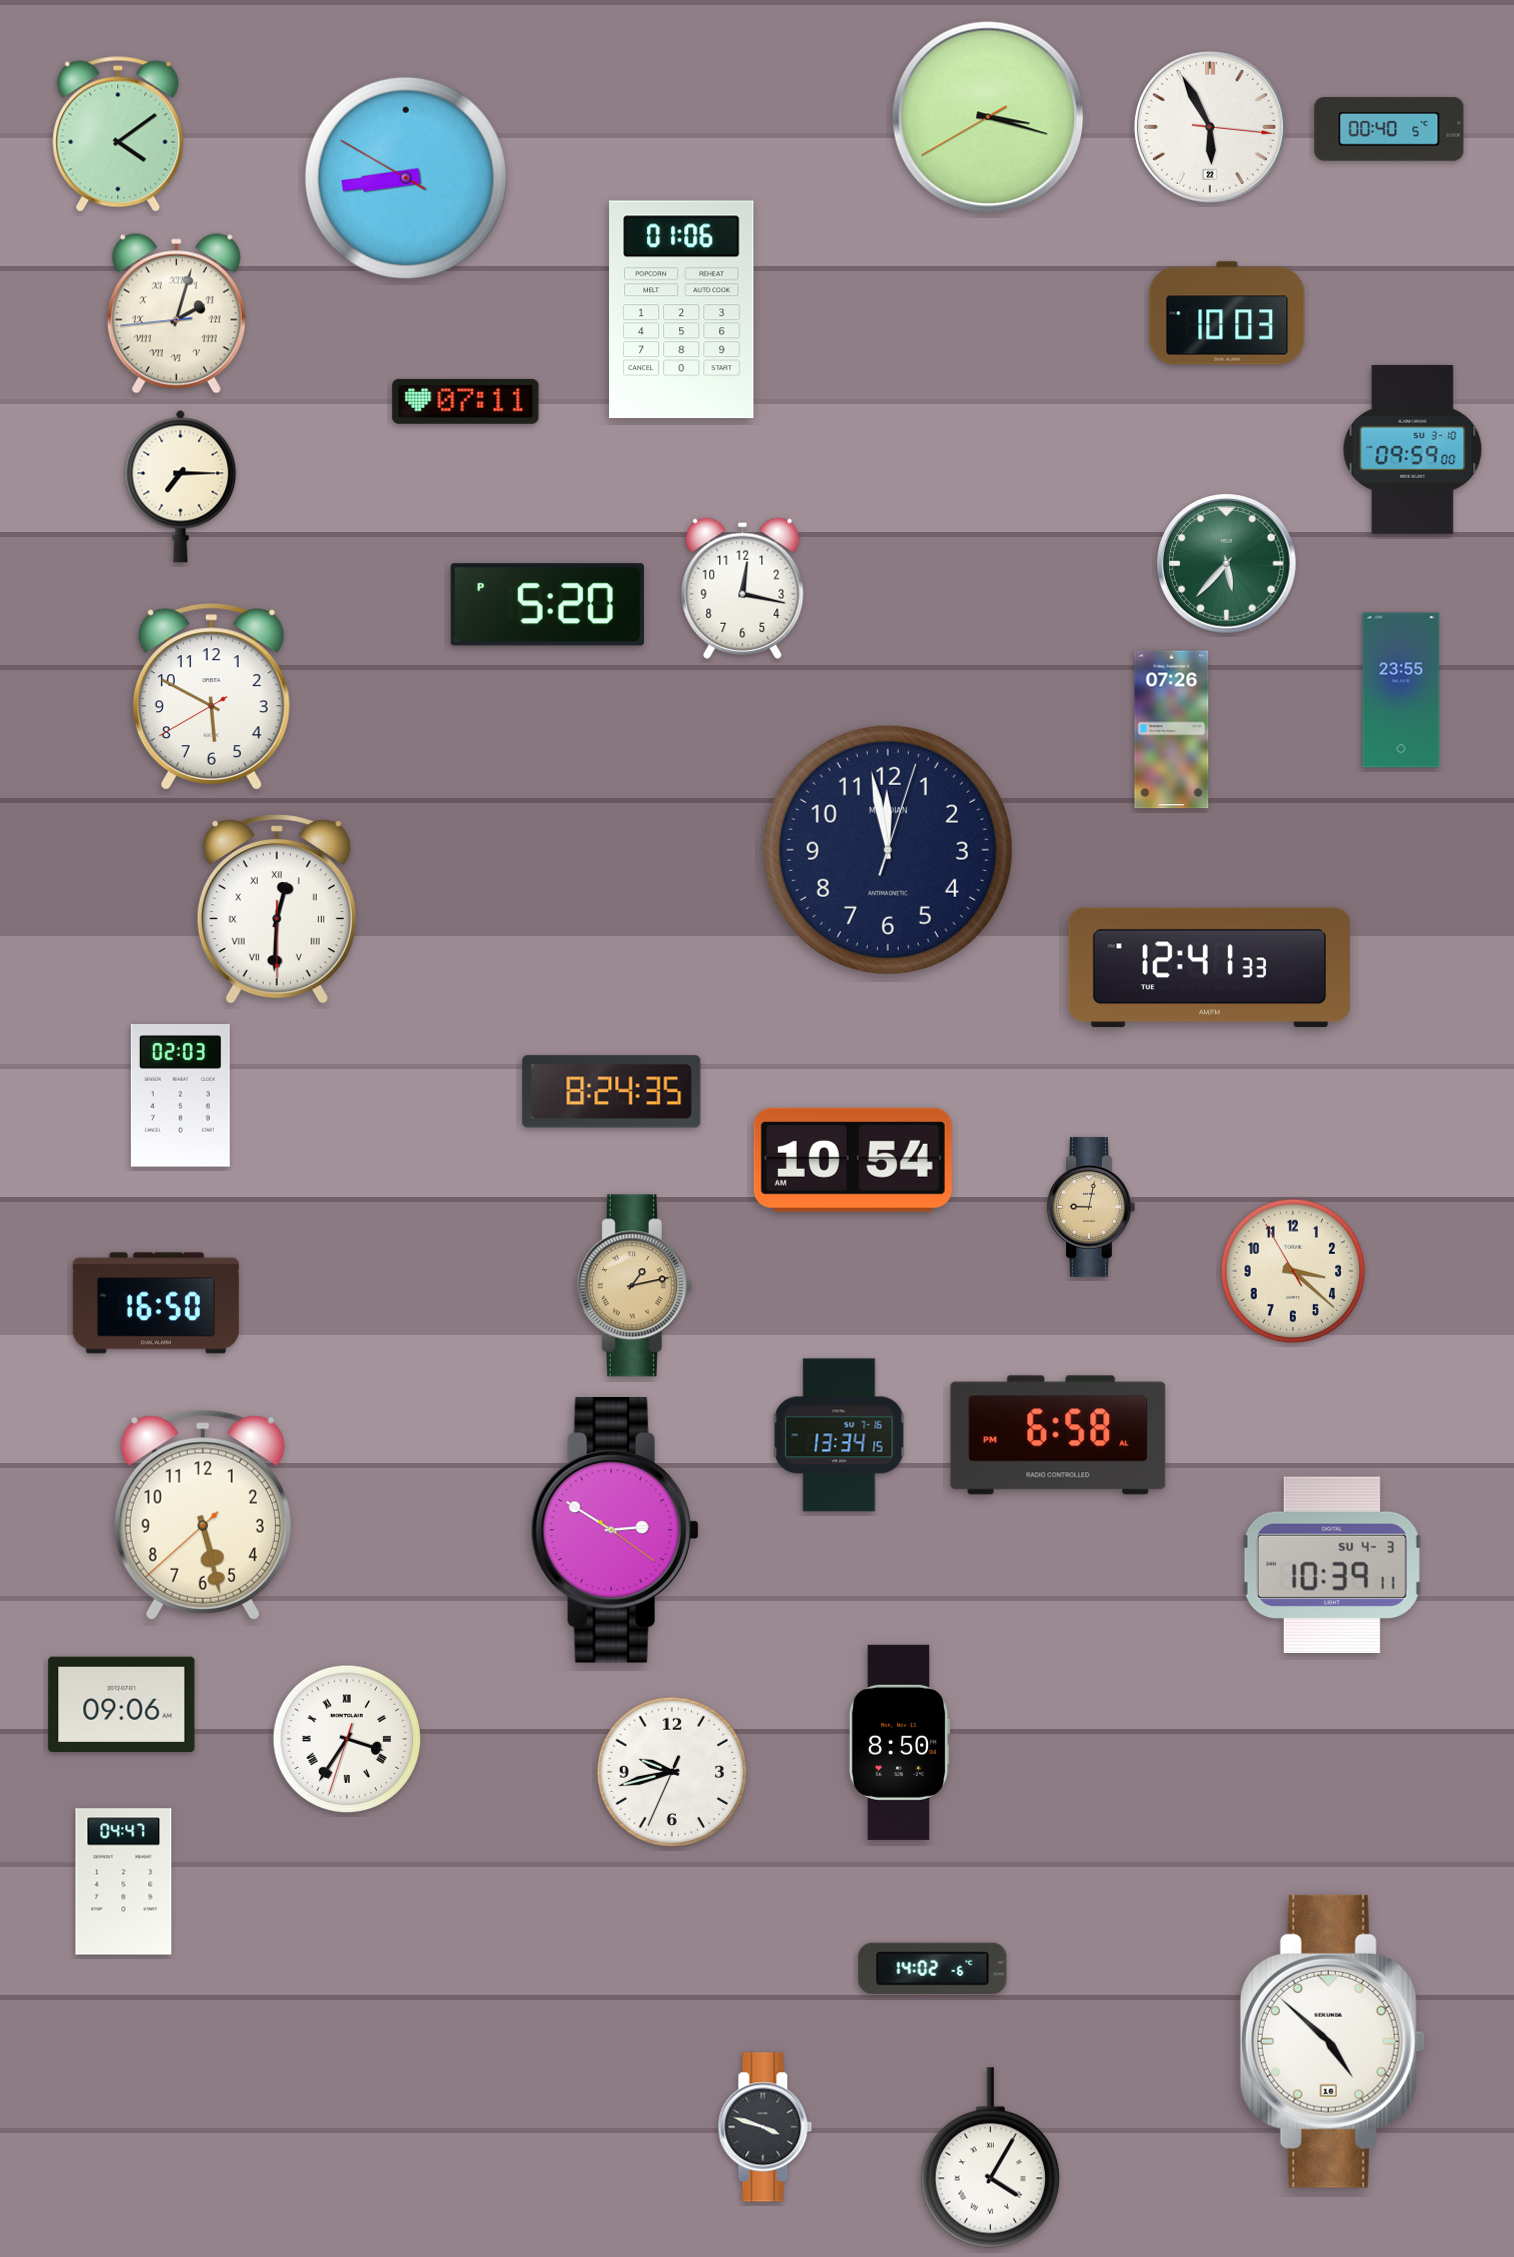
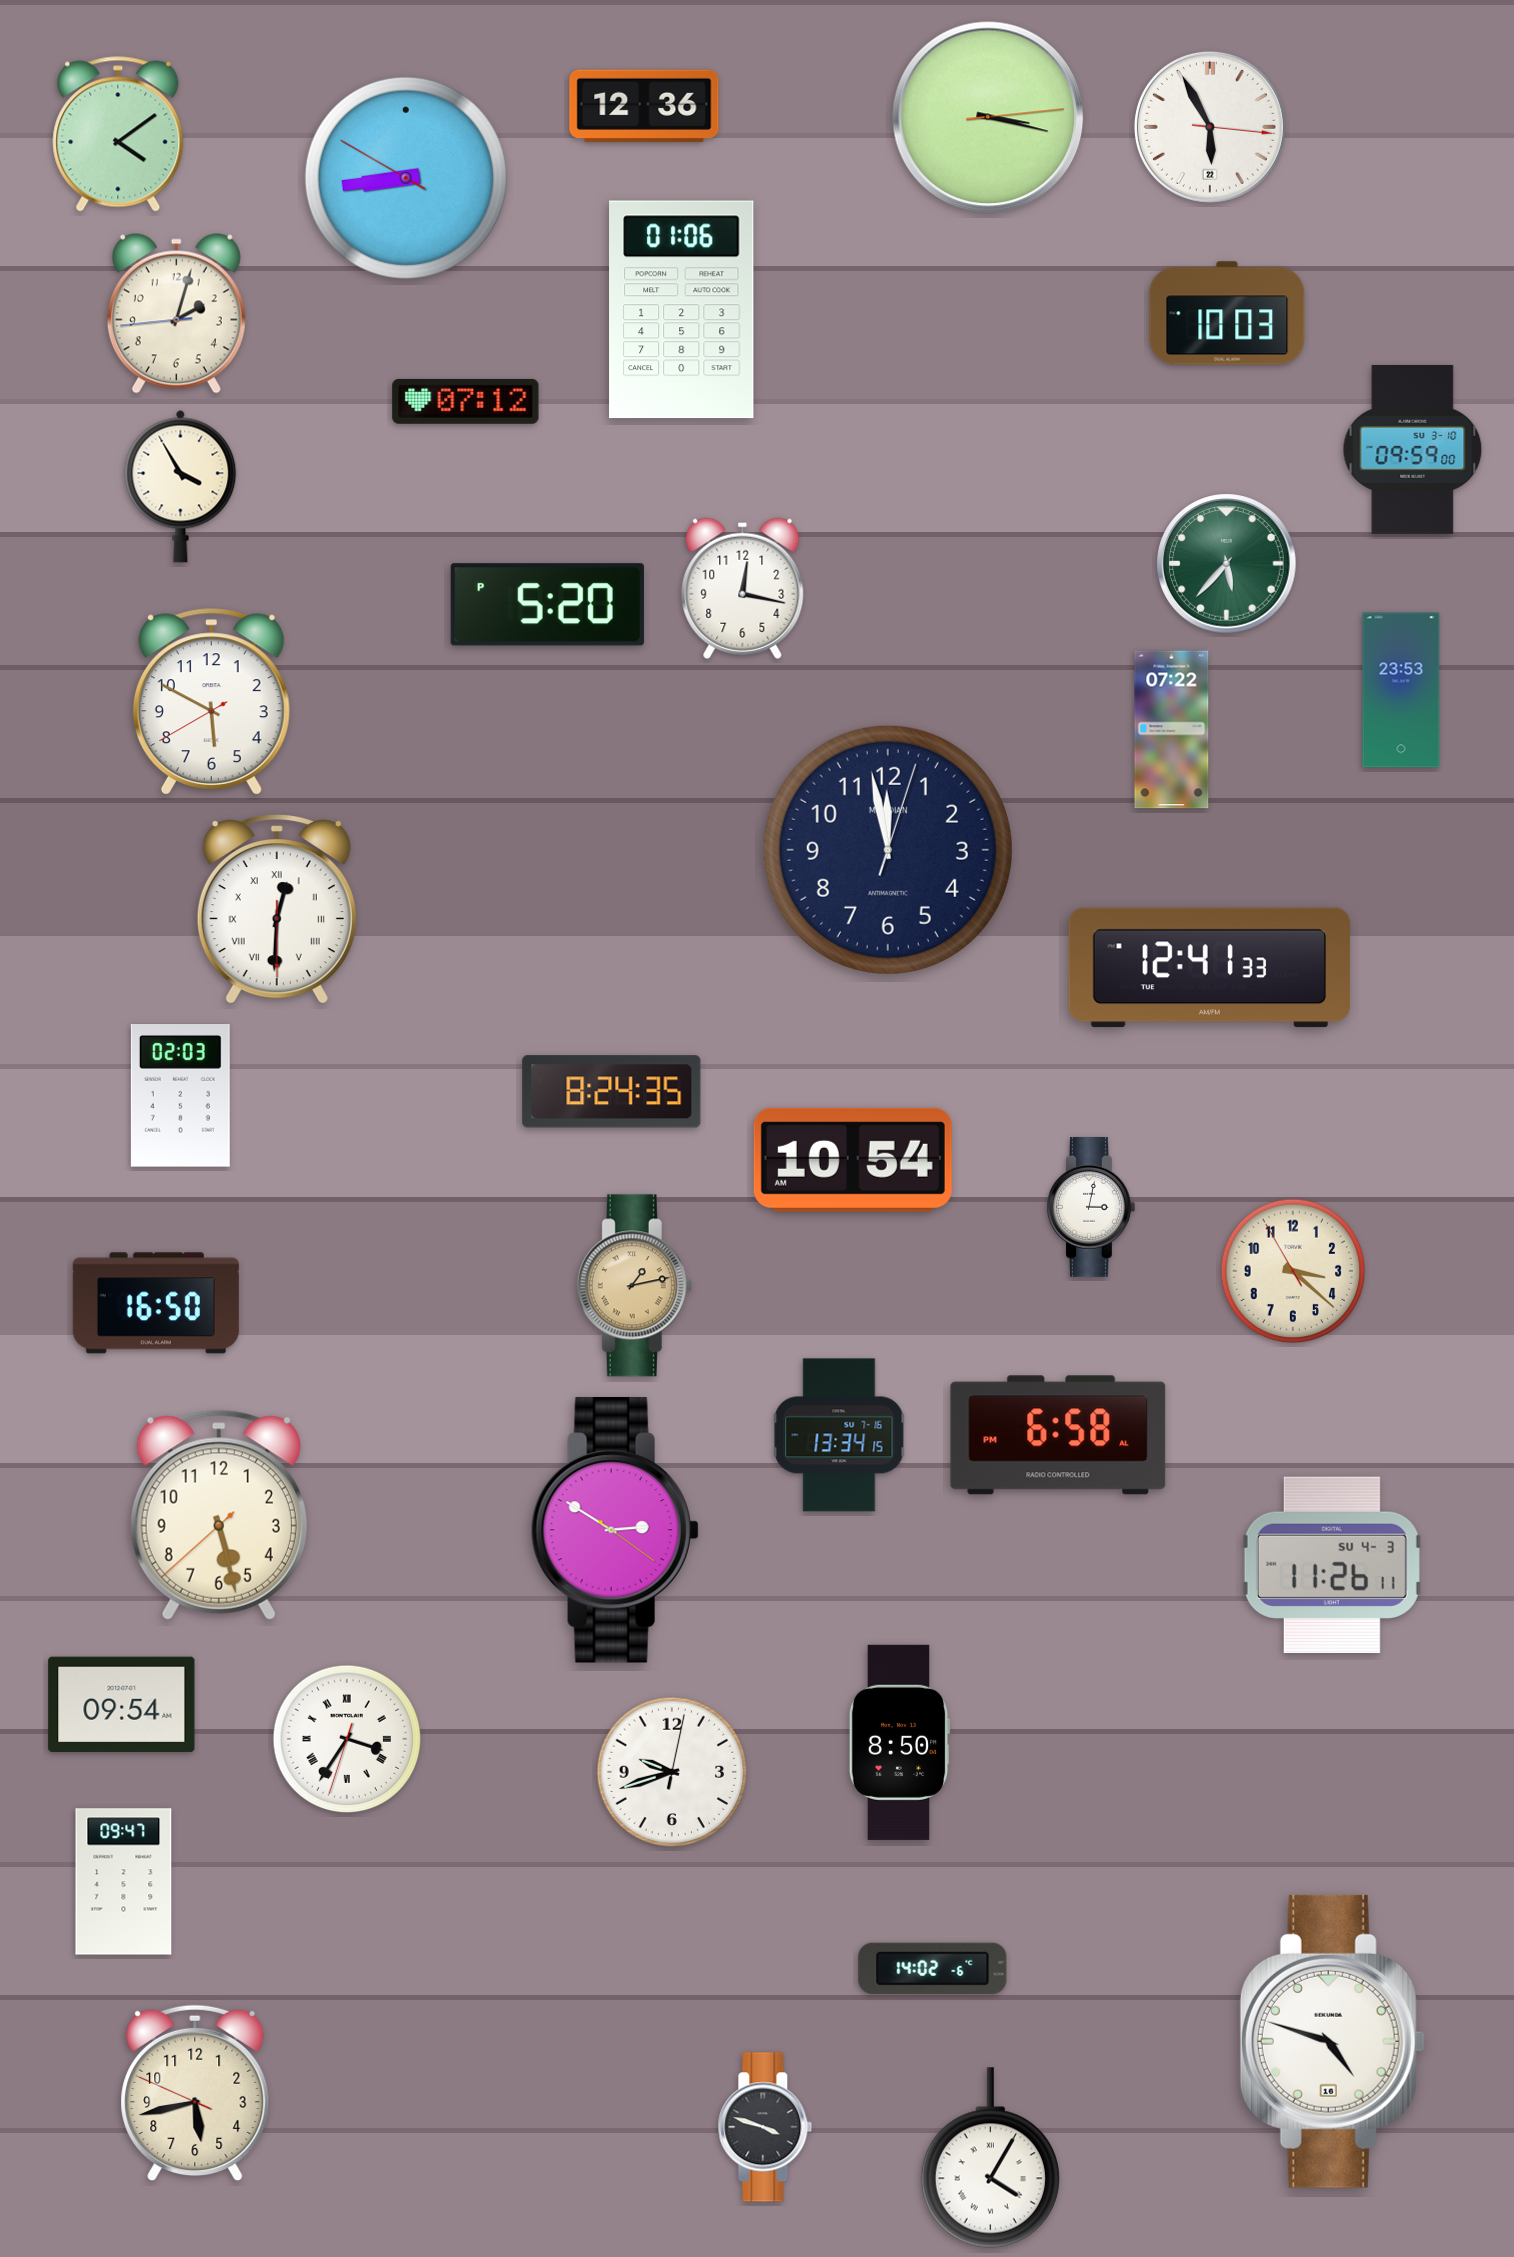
clock at (644, 105): none -> 12:36
clock at (988, 117): 3:17:40 -> 3:17:14
clock at (1389, 129): 00:40 -> none
clock at (176, 314) numerals: Roman -> Arabic
clock at (466, 401): 07:11 -> 07:12
clock at (181, 486): 7:15 -> 3:55
clock at (1401, 690): 23:55 -> 23:53
clock at (211, 697) position: (211, 697) -> (211, 702)
clock at (1172, 730): 07:26 -> 07:22
clock at (1091, 1207): 9:02 -> 3:02
clock at (1091, 1207) dial: champagne -> white
clock at (203, 1515) position: (203, 1515) -> (219, 1515)
clock at (1332, 1565): 10:39 -> 11:26
clock at (122, 1704): 09:06 -> 09:54
clock at (672, 1772): 9:42:34 -> 9:42:02
clock at (124, 1882): 04:47 -> 09:47
clock at (1332, 2041): 4:52 -> 4:48
clock at (195, 2093): none -> 5:42
